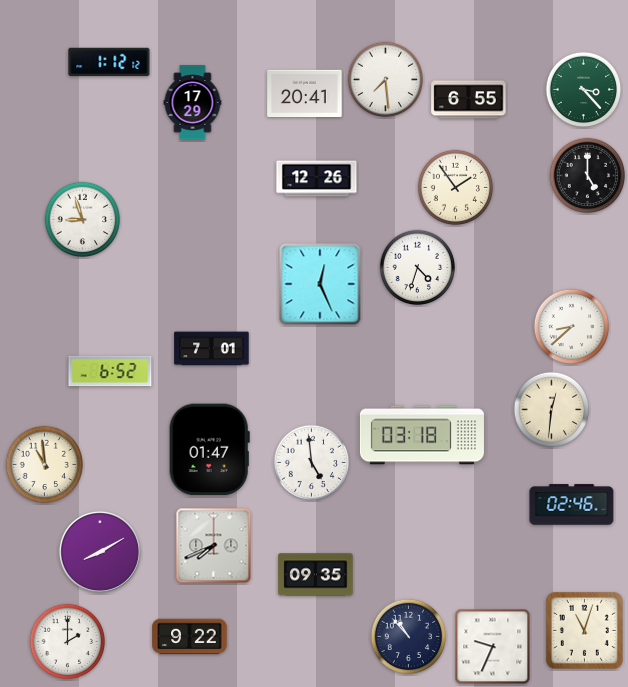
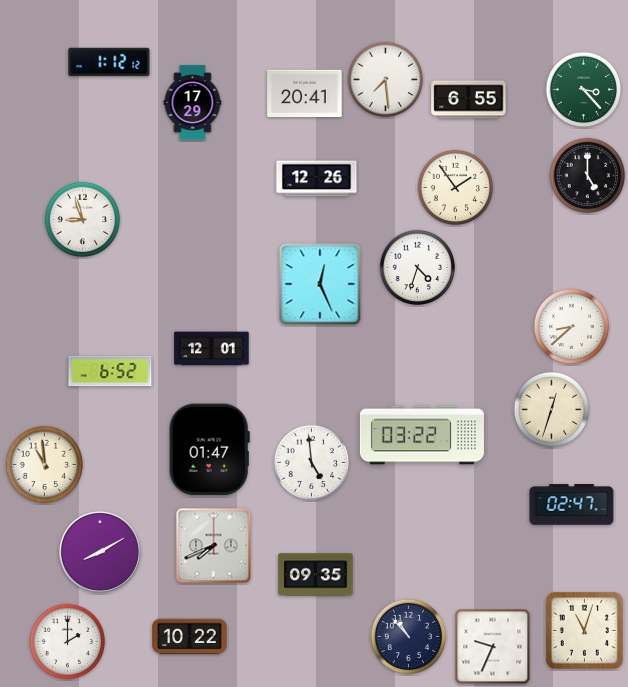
clock at (212, 349): 7:01 -> 12:01
clock at (552, 410): 12:31 -> 12:33
clock at (422, 435): 03:18 -> 03:22
clock at (572, 505): 02:46 -> 02:47
clock at (190, 637): 9:22 -> 10:22
